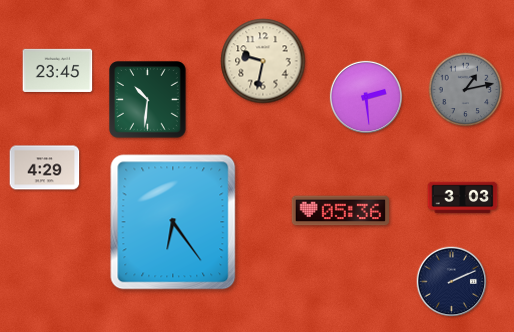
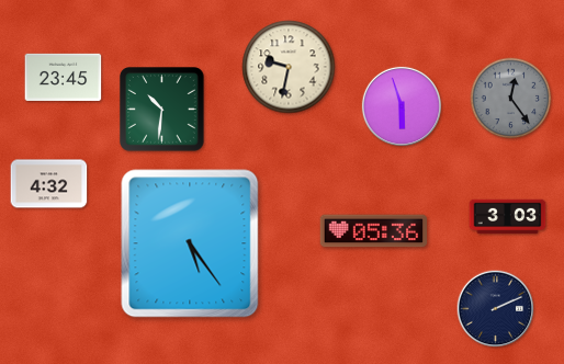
clock at (466, 90): 1:13 -> 12:24
clock at (365, 96): 2:29 -> 5:57
clock at (45, 168): 4:29 -> 4:32
clock at (173, 222): 6:24 -> 5:24
